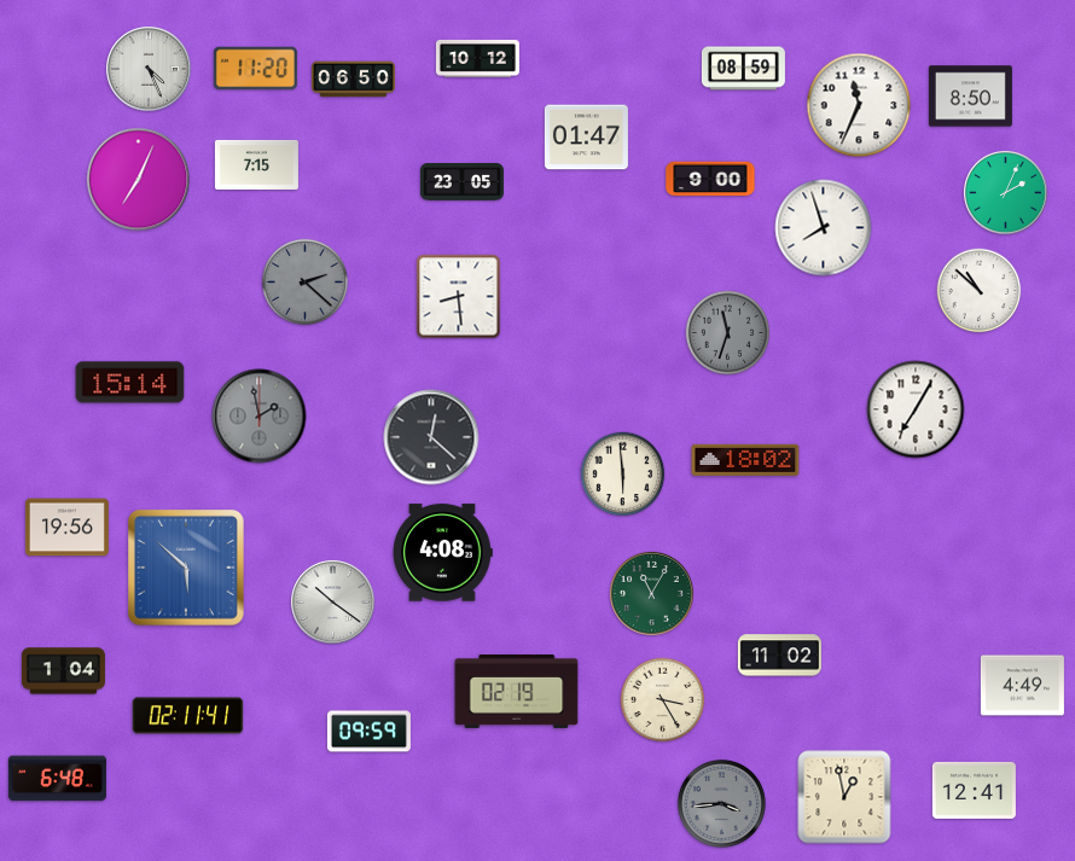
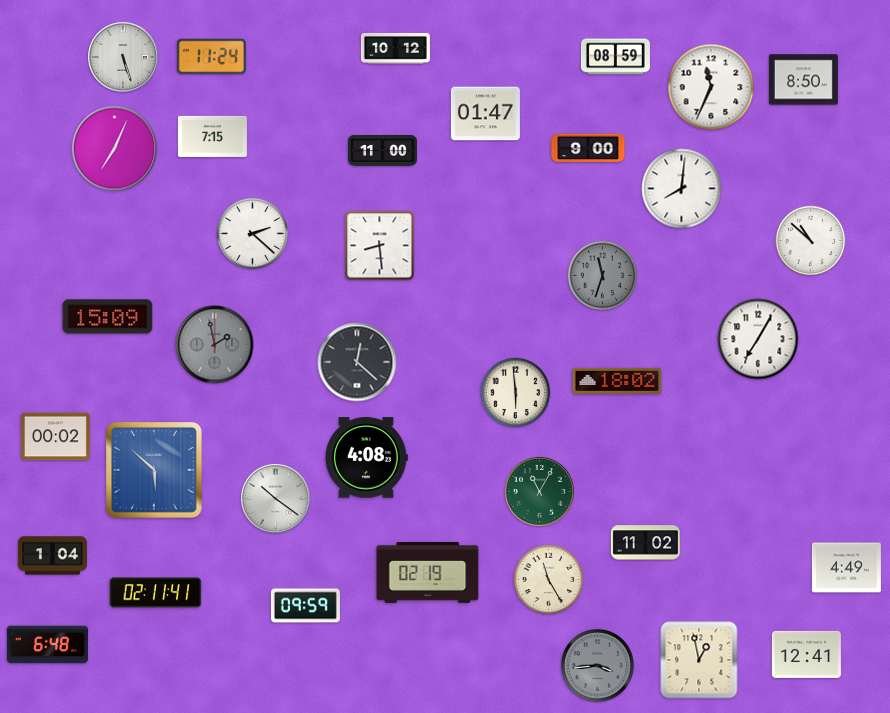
clock at (149, 69): 4:26 -> 5:27
clock at (255, 69): 11:20 -> 11:24
clock at (353, 80): 06:50 -> none
clock at (461, 182): 23:05 -> 11:00
clock at (1006, 193): 2:04 -> none
clock at (824, 228): 7:57 -> 8:01
clock at (304, 281) dial: grey -> white
clock at (130, 383): 15:14 -> 15:09
clock at (66, 528): 19:56 -> 00:02
clock at (663, 700): 3:25 -> 11:25
